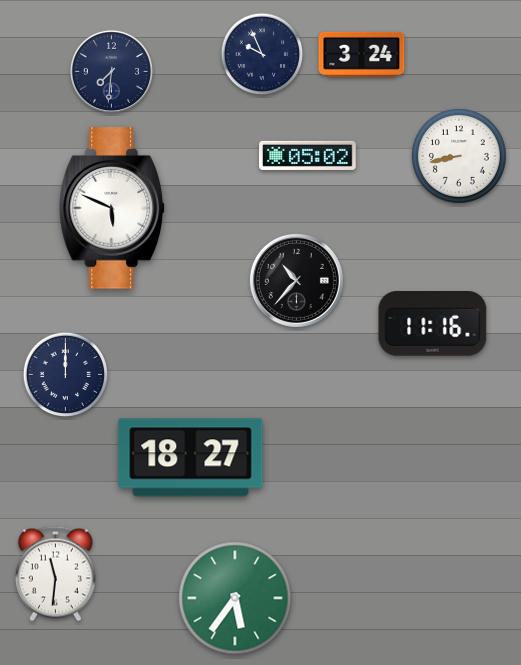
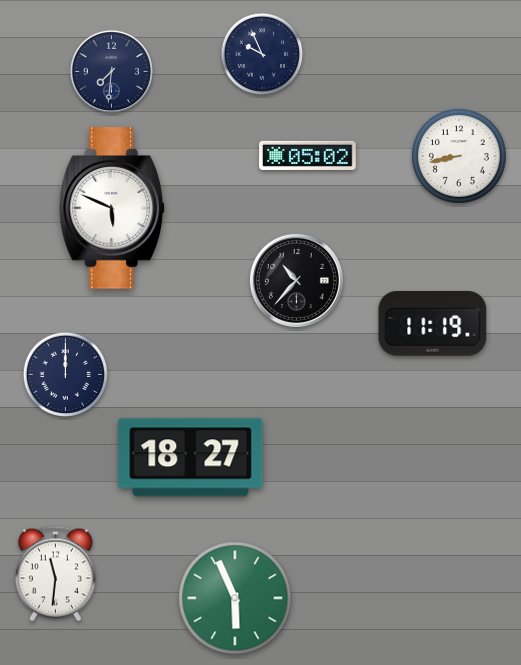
clock at (362, 54): 3:24 -> none
clock at (433, 324): 11:16 -> 11:19
clock at (235, 598): 5:36 -> 5:56
